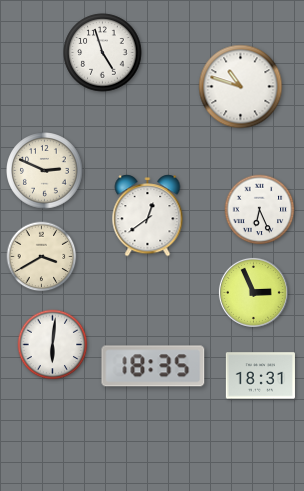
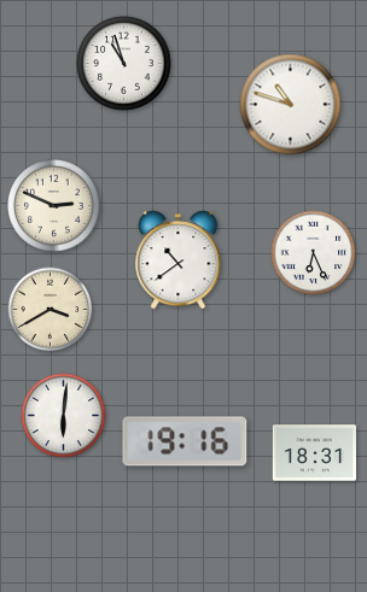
clock at (103, 53): 4:57 -> 10:57
clock at (148, 216): 12:39 -> 10:39
clock at (253, 292): 2:56 -> none
clock at (153, 366): 18:35 -> 19:16
